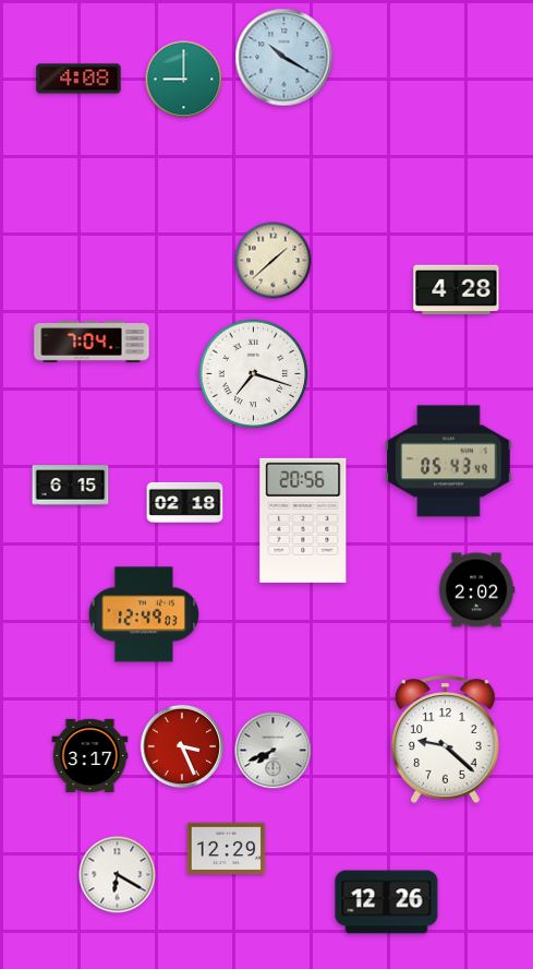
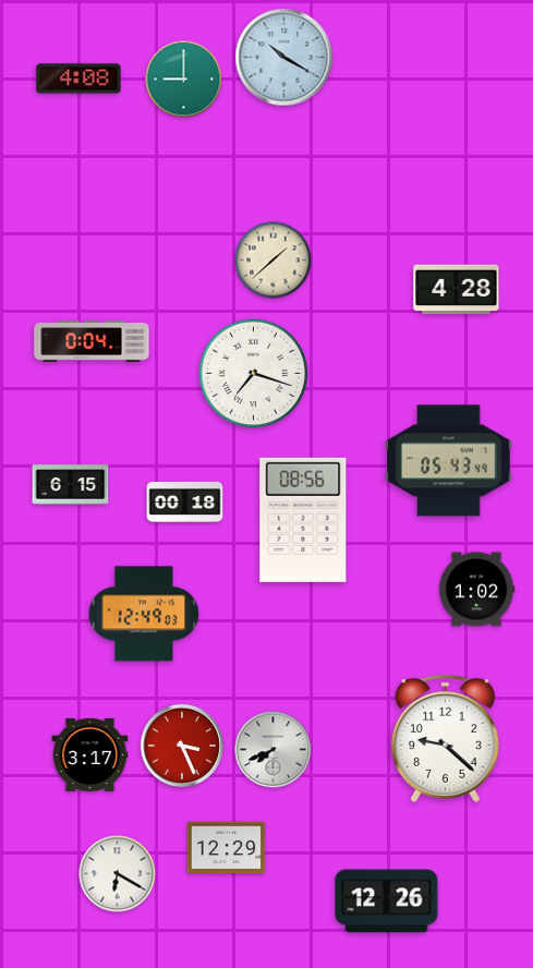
clock at (92, 342): 7:04 -> 0:04
clock at (185, 502): 02:18 -> 00:18
clock at (303, 521): 20:56 -> 08:56
clock at (476, 590): 2:02 -> 1:02
